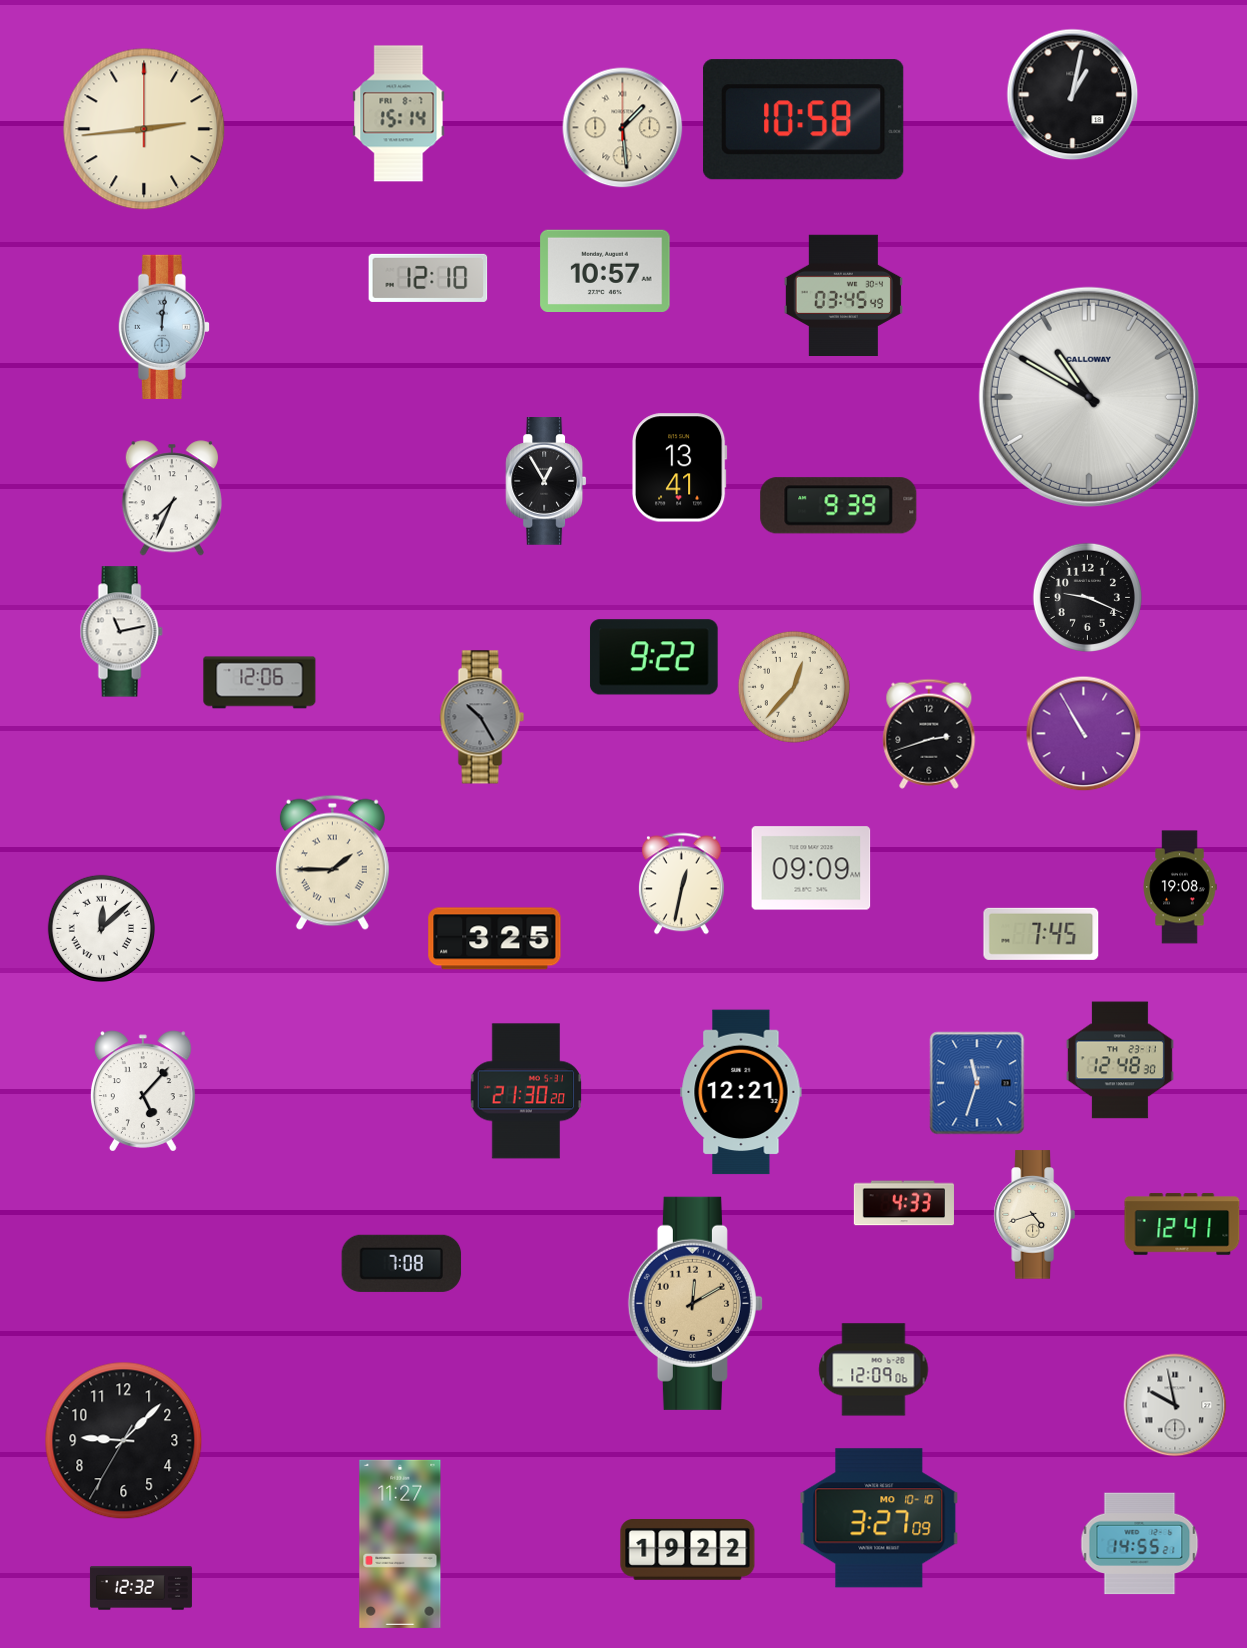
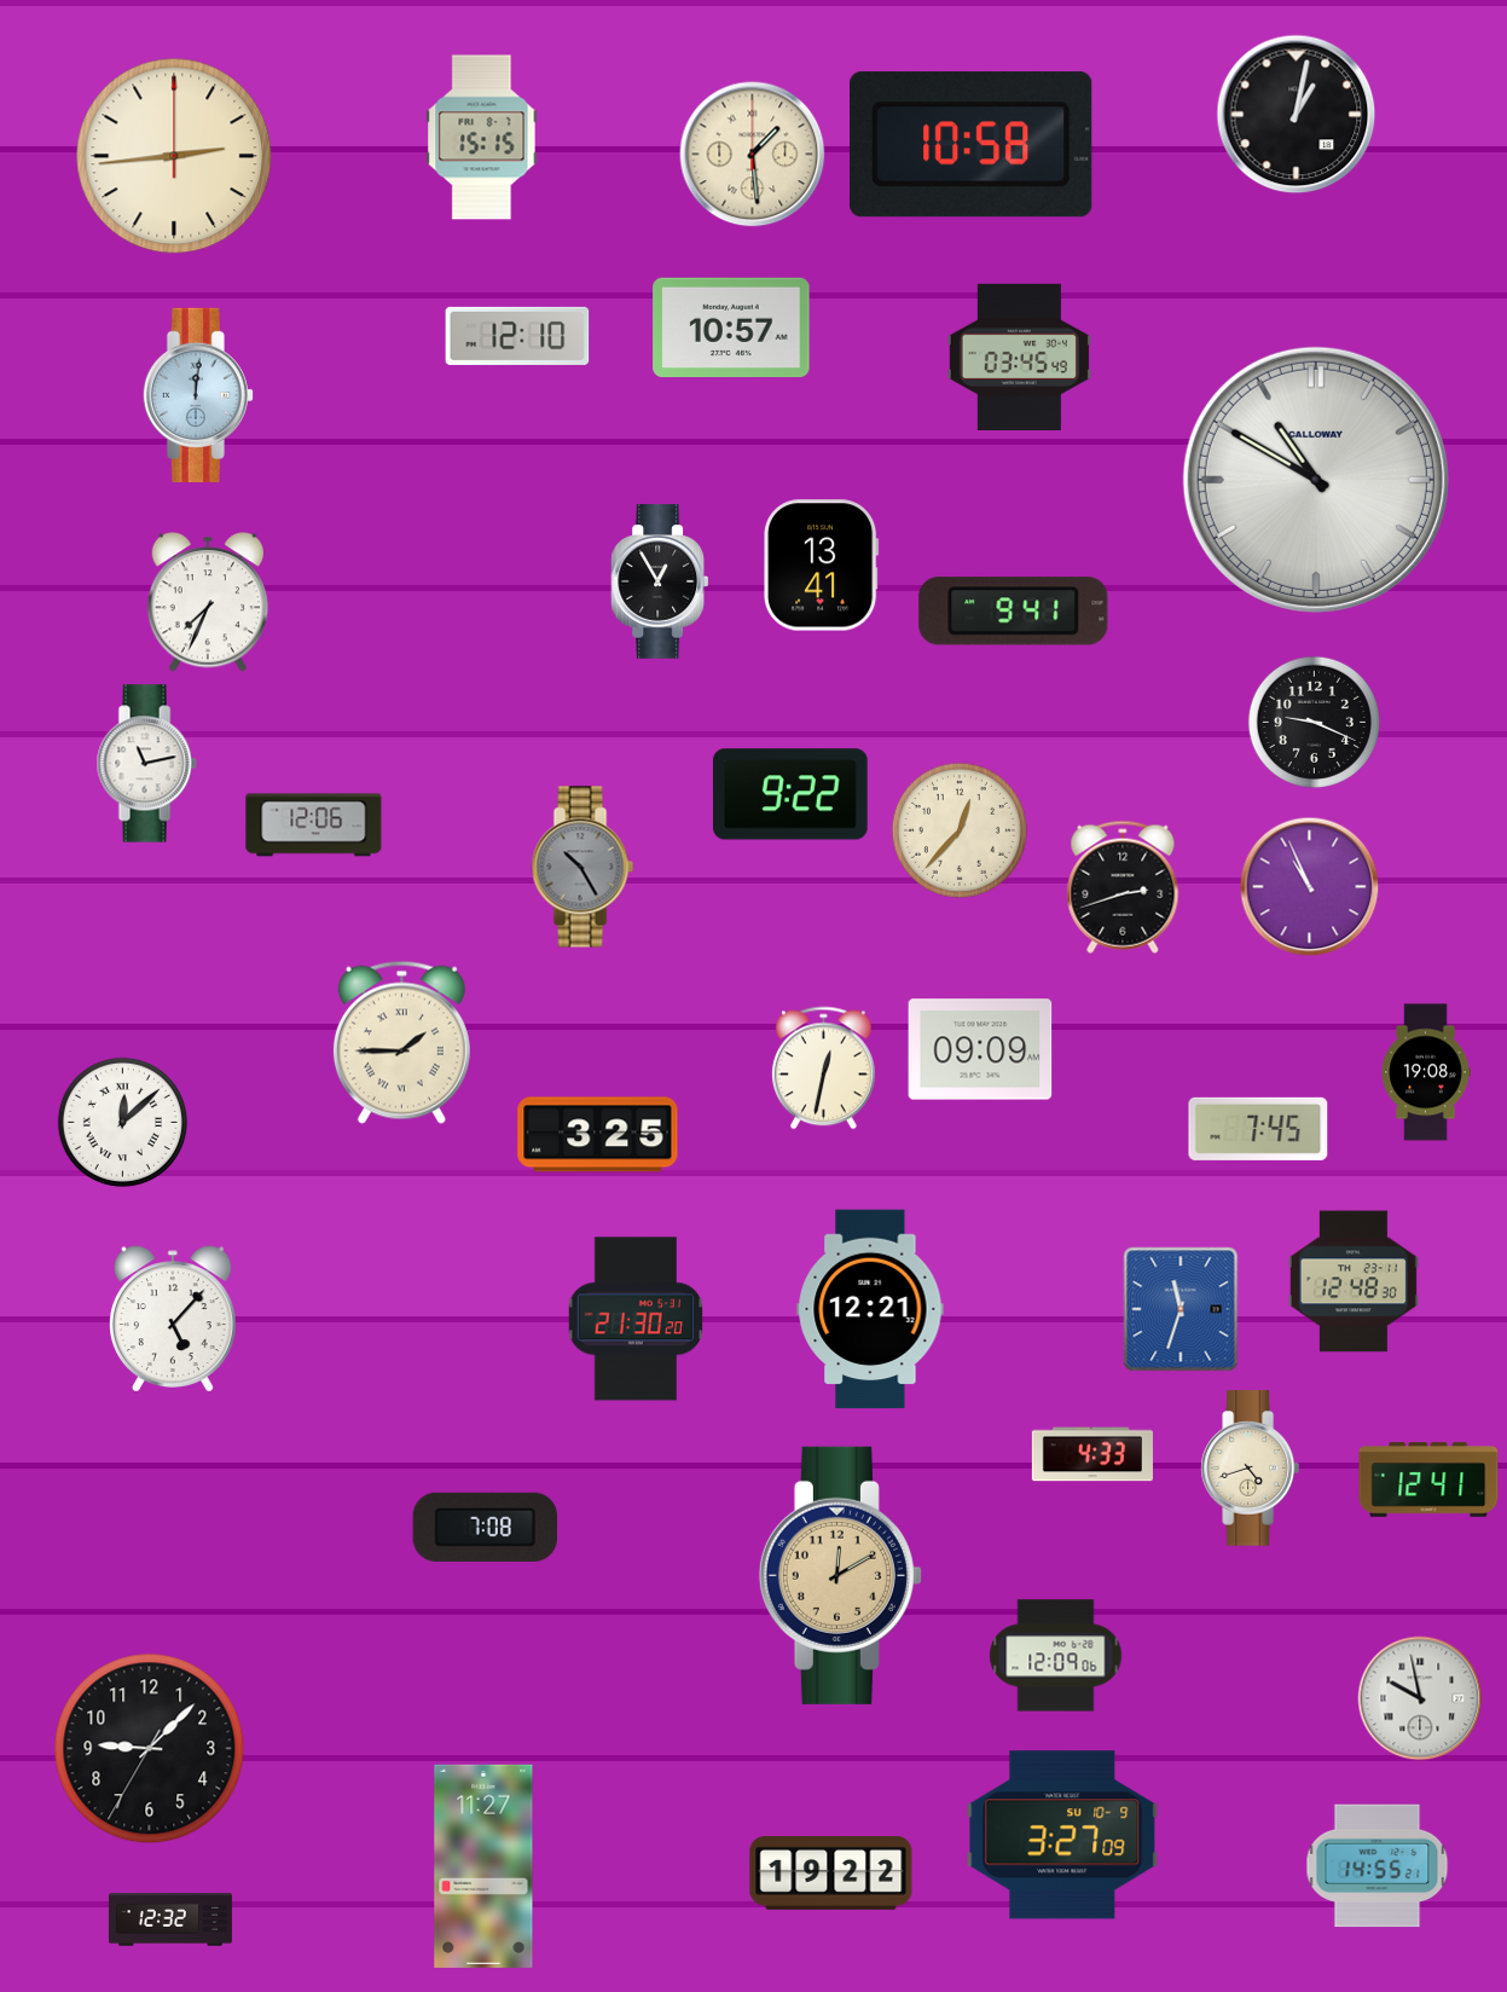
clock at (399, 114): 15:14 -> 15:15
clock at (839, 506): 9:39 -> 9:41
clock at (1084, 734): 10:55 -> 10:56
clock at (741, 1092) position: (741, 1092) -> (870, 1309)
clock at (124, 1441) position: (124, 1441) -> (150, 1749)
clock at (879, 1518) date: MO 10-10 -> SU 10-9
